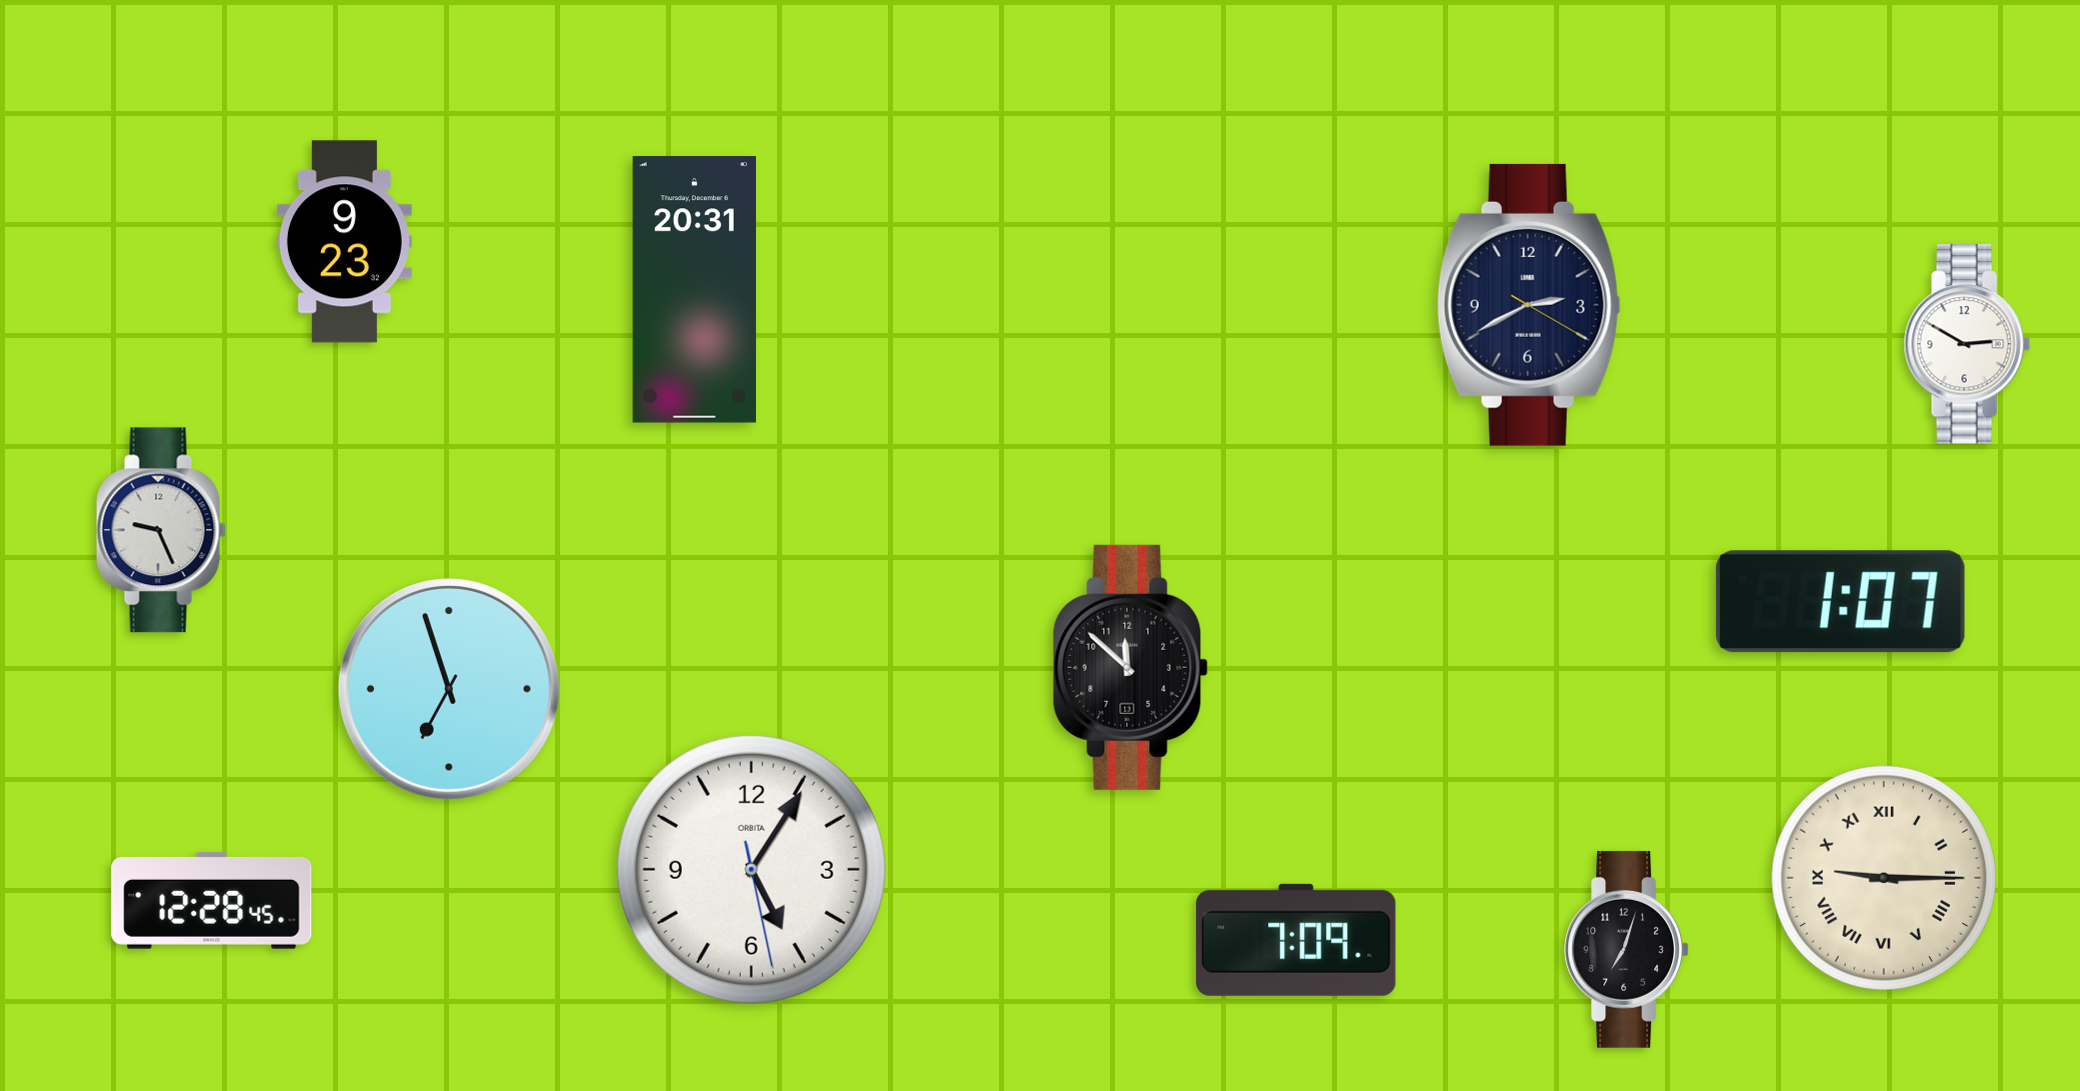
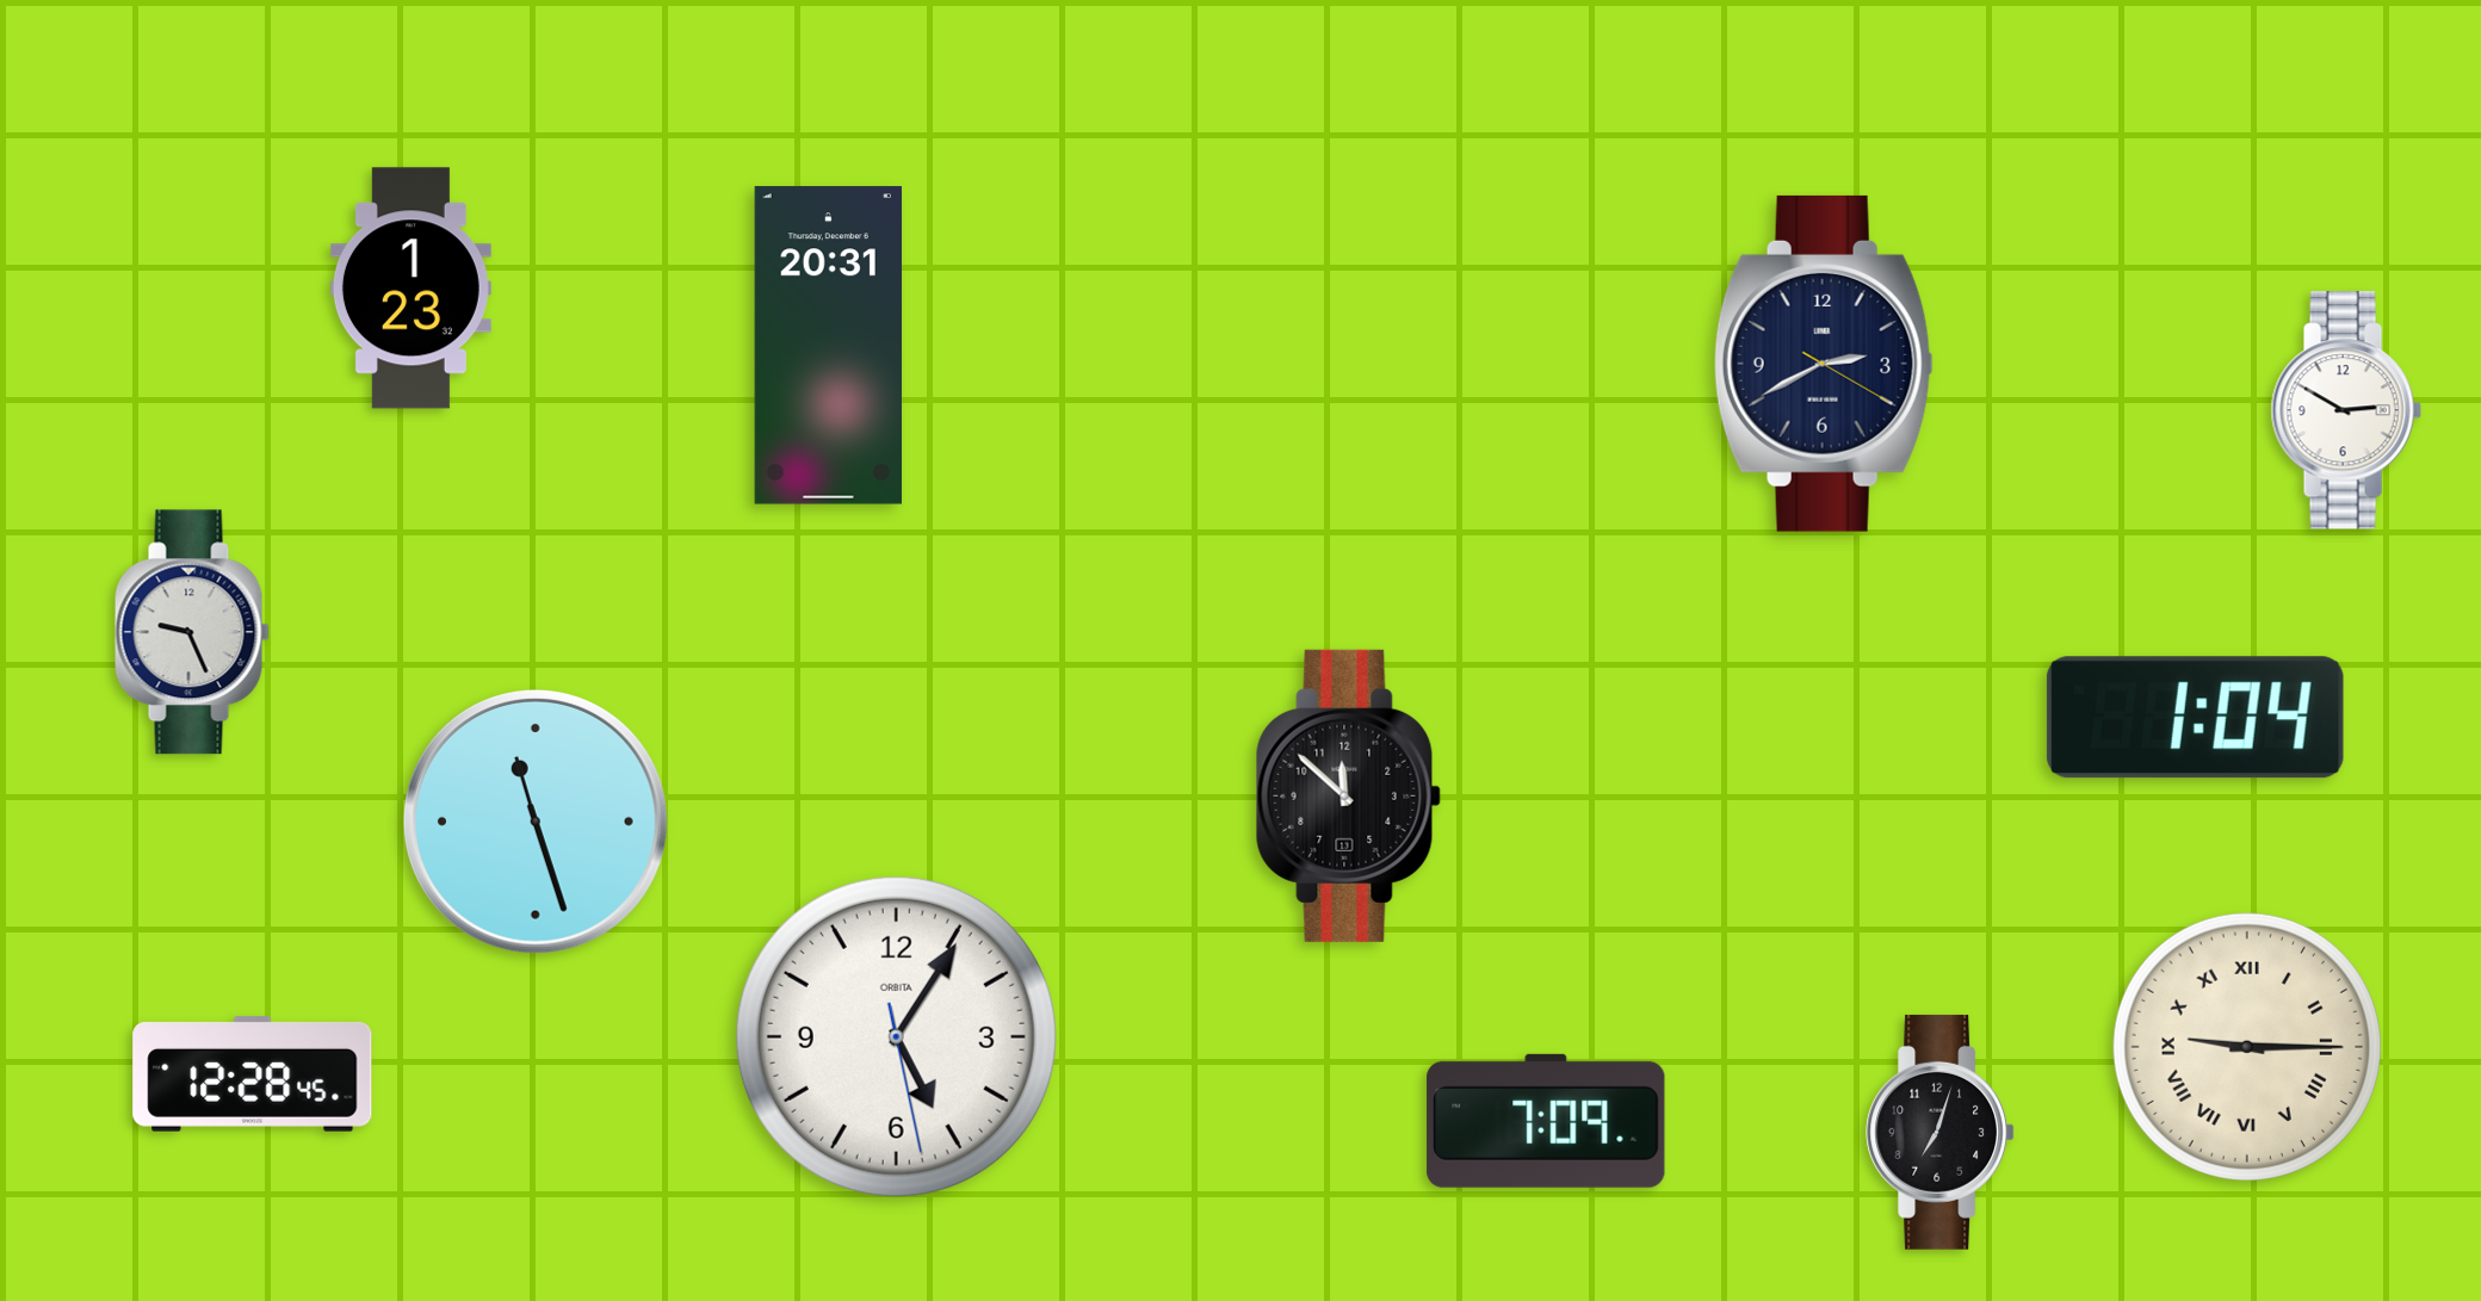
clock at (344, 242): 9:23 -> 1:23
clock at (1840, 602): 1:07 -> 1:04
clock at (449, 689): 6:57 -> 11:27
